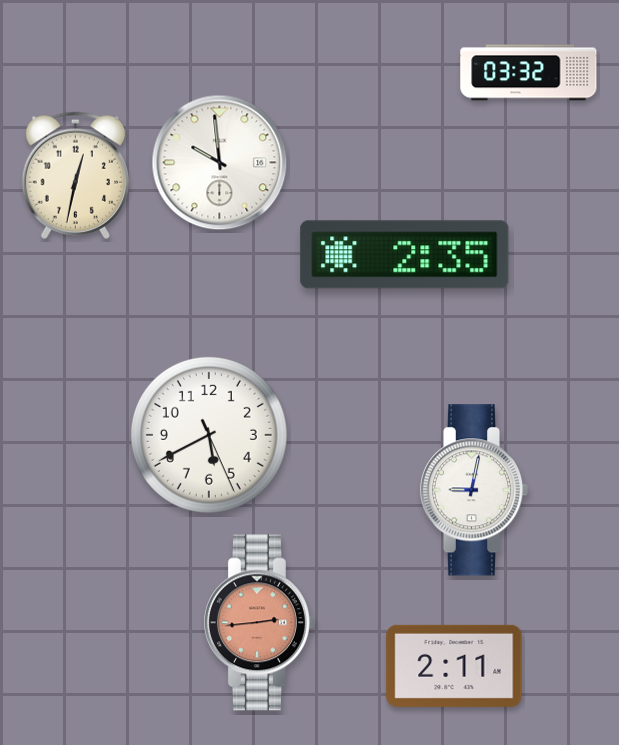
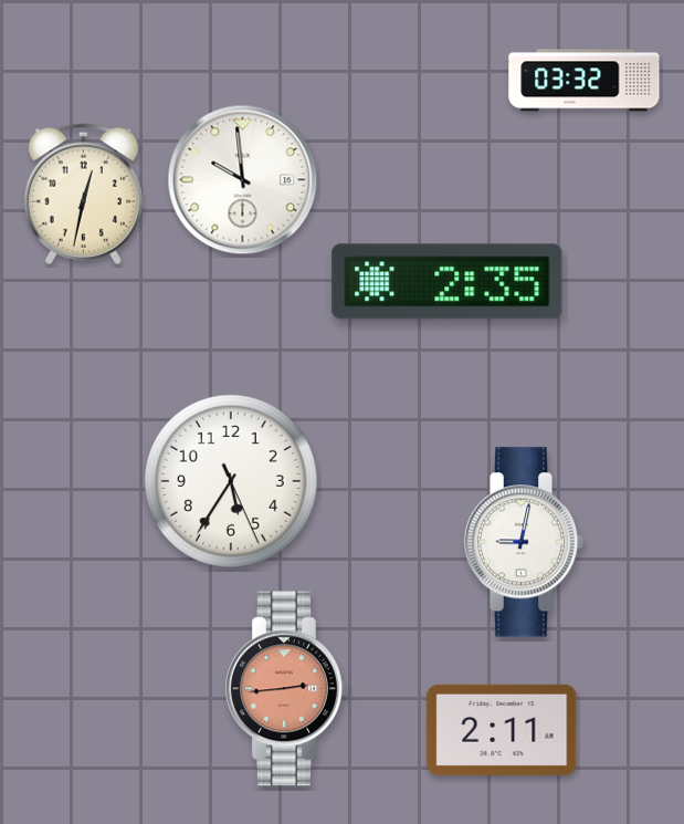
clock at (209, 435): 5:40 -> 5:35
clock at (454, 666) position: (454, 666) -> (502, 730)
